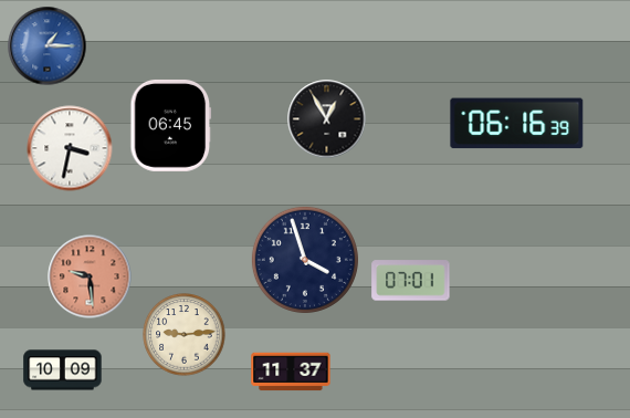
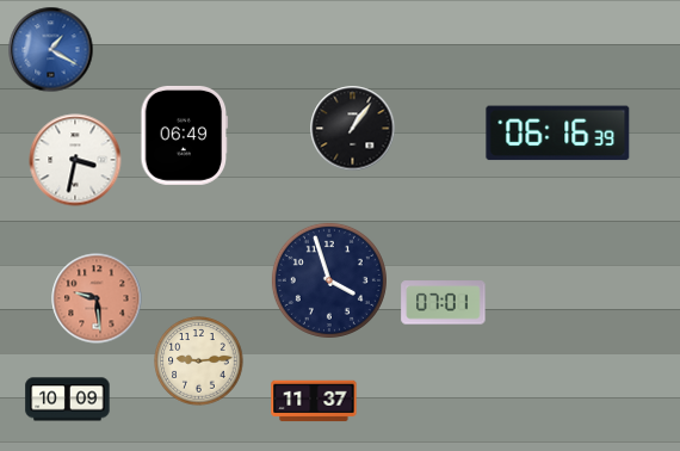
clock at (48, 46): 1:15 -> 1:20
clock at (327, 119): 12:55 -> 1:06
clock at (171, 125): 06:45 -> 06:49
